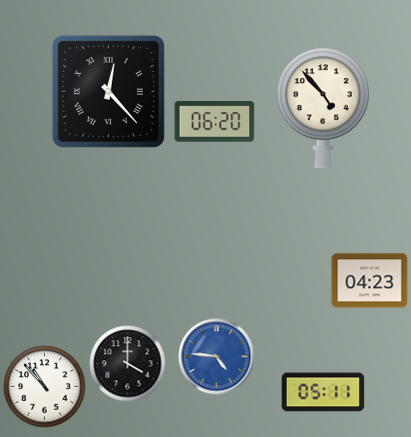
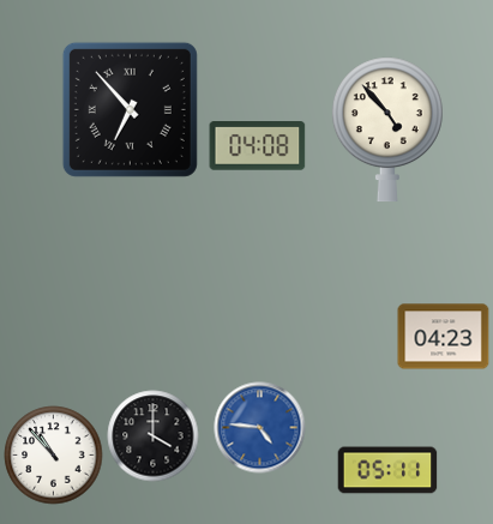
clock at (108, 91): 12:23 -> 6:53
clock at (215, 122): 06:20 -> 04:08
clock at (45, 387) position: (45, 387) -> (54, 456)
